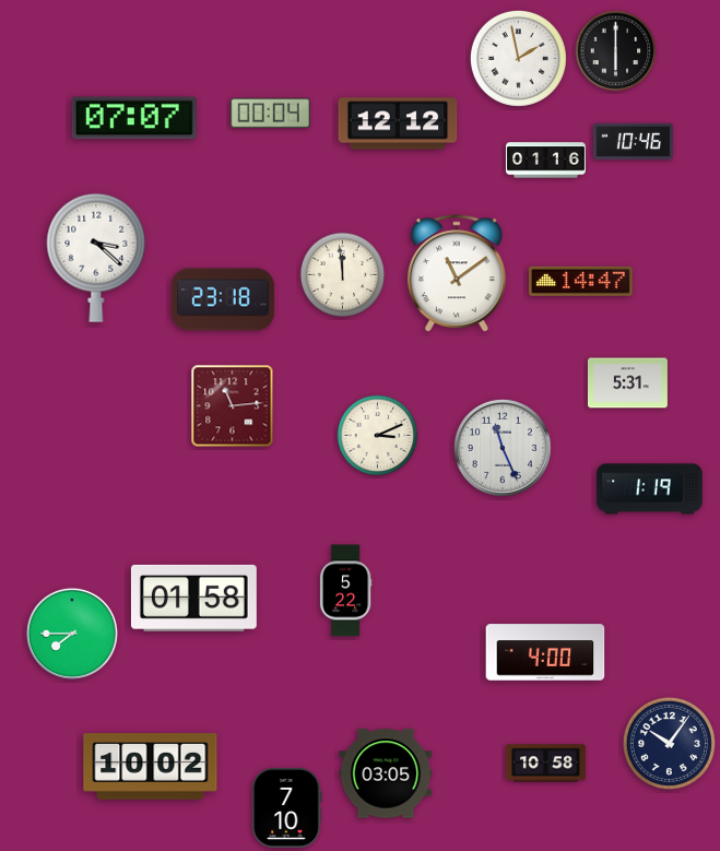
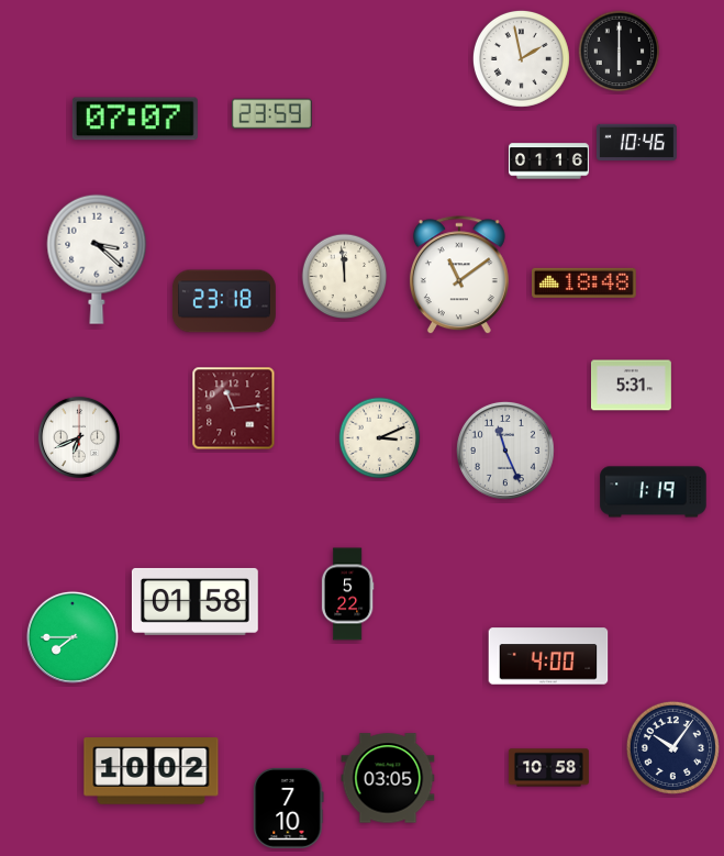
clock at (270, 114): 00:04 -> 23:59
clock at (398, 123): 12:12 -> none
clock at (581, 281): 14:47 -> 18:48
clock at (79, 437): none -> 6:41
clock at (287, 807) position: (287, 807) -> (289, 808)
